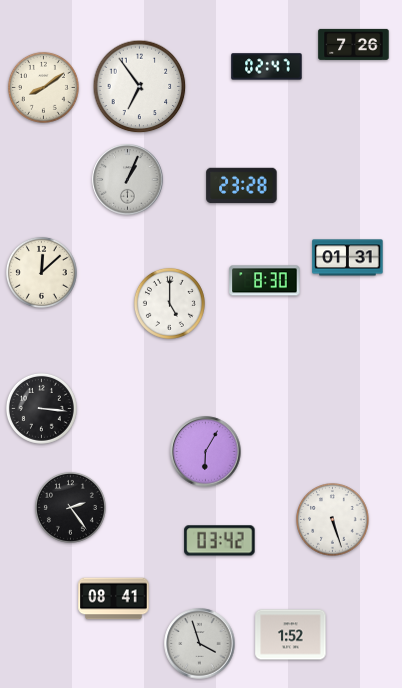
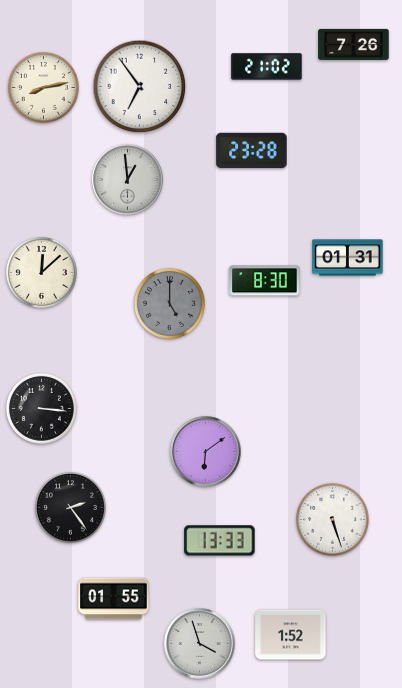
clock at (267, 67): 02:47 -> 21:02
clock at (43, 87): 8:09 -> 8:13
clock at (128, 180): 1:04 -> 12:59
clock at (242, 186) position: (242, 186) -> (252, 151)
clock at (169, 303) dial: white -> grey
clock at (206, 452): 6:05 -> 6:09
clock at (220, 541): 03:42 -> 13:33
clock at (114, 599): 08:41 -> 01:55
